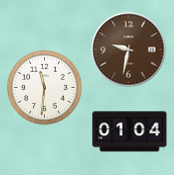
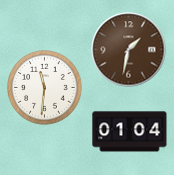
clock at (129, 50): 9:32 -> 1:32
